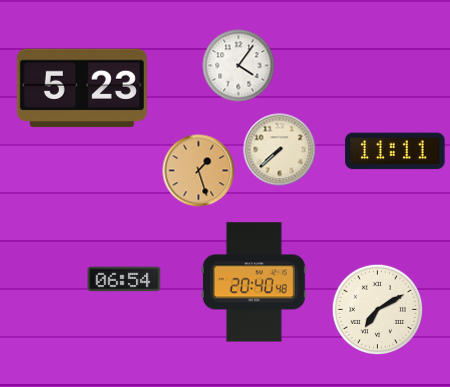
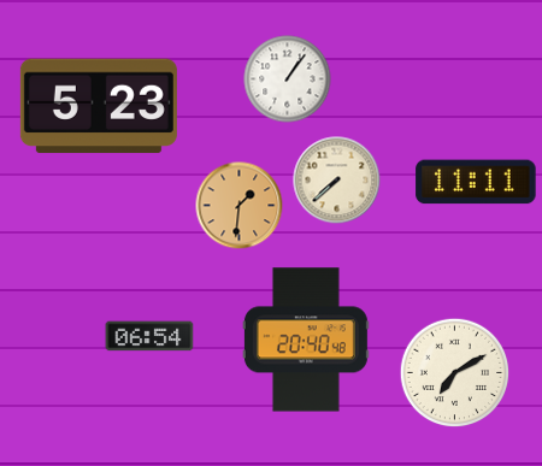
clock at (239, 66): 4:06 -> 1:06
clock at (199, 171): 1:27 -> 1:31
